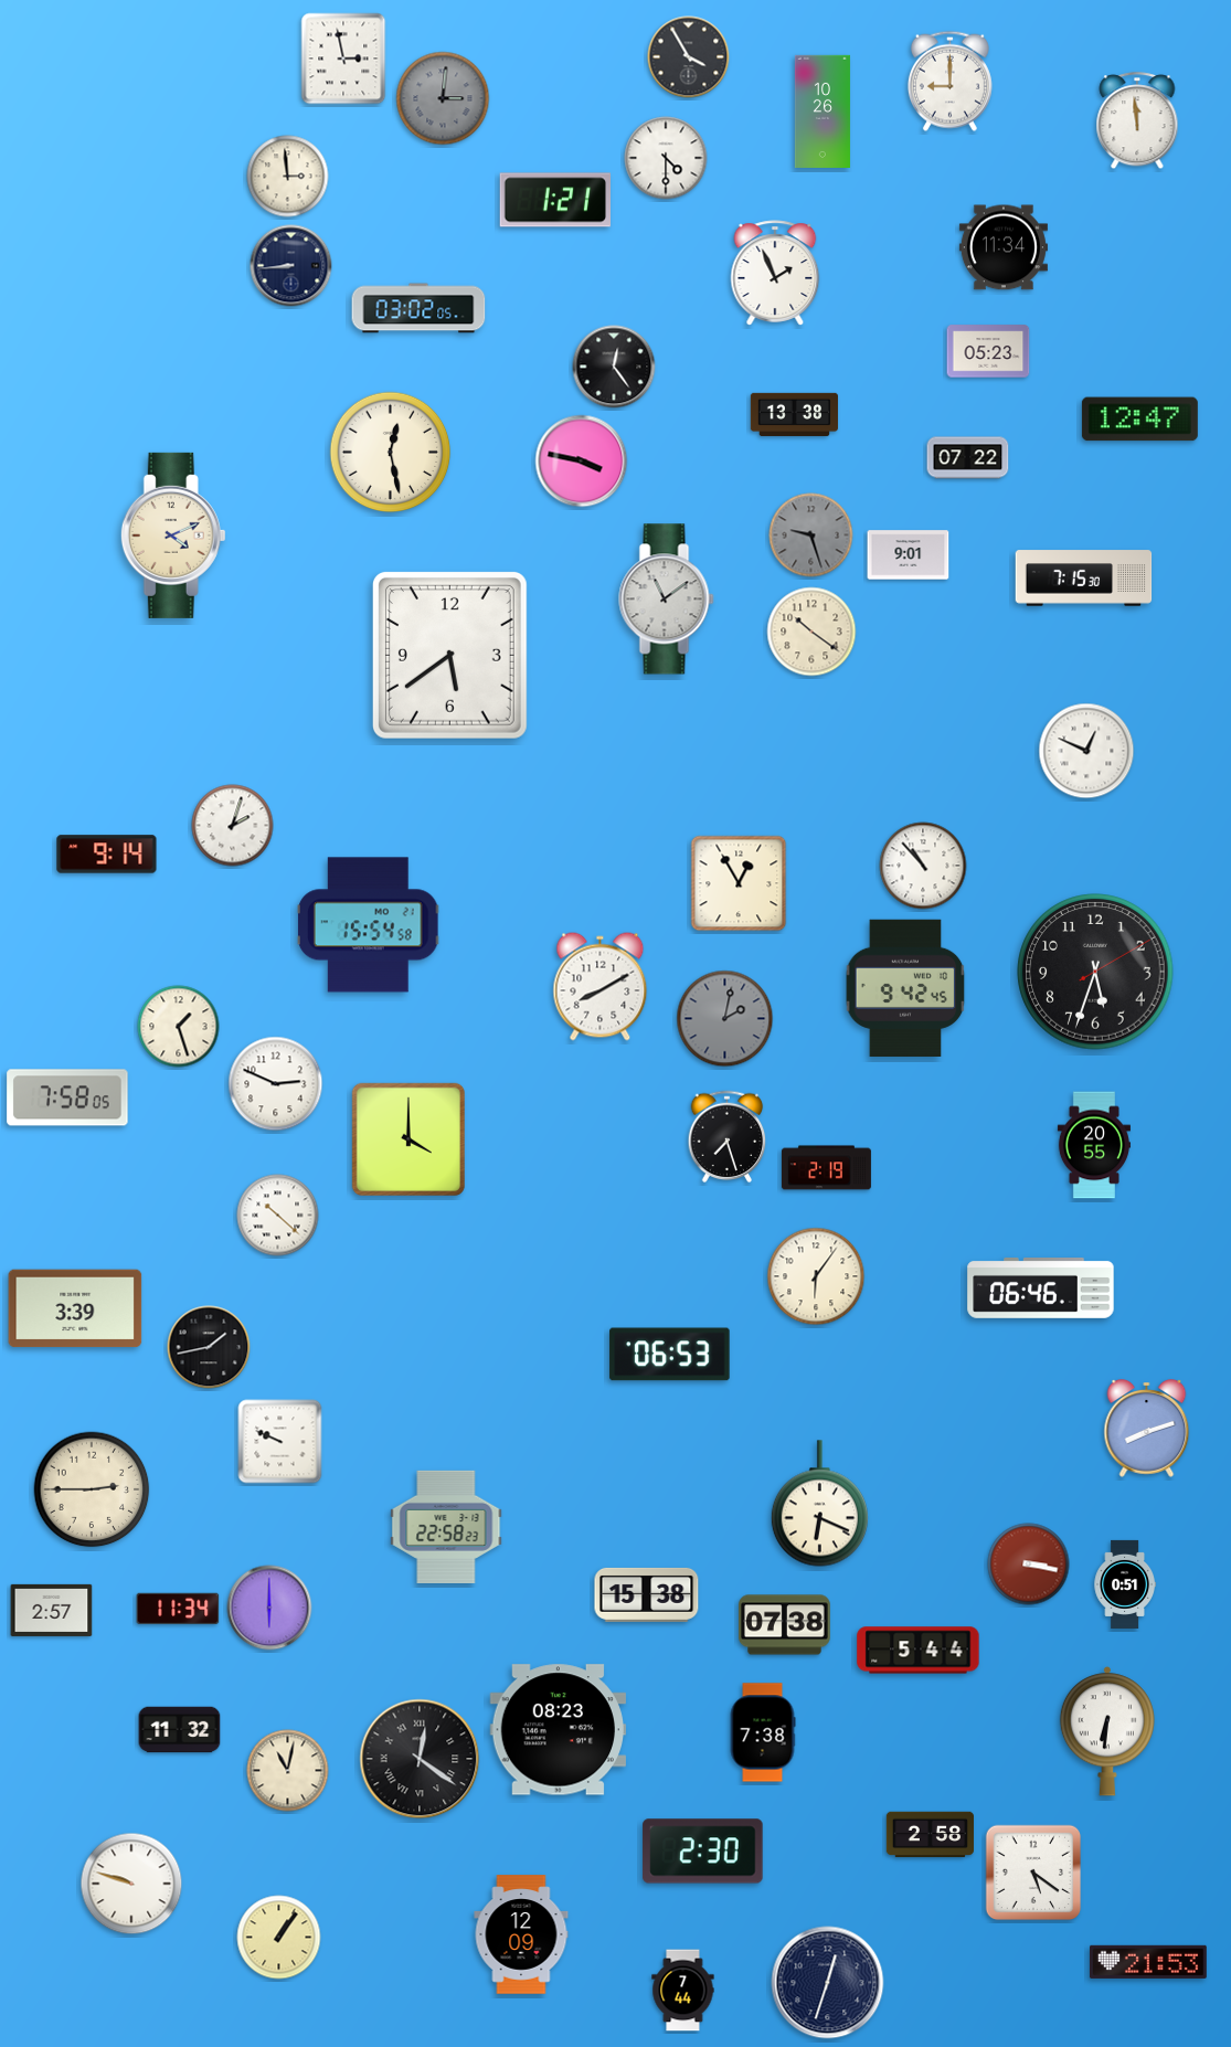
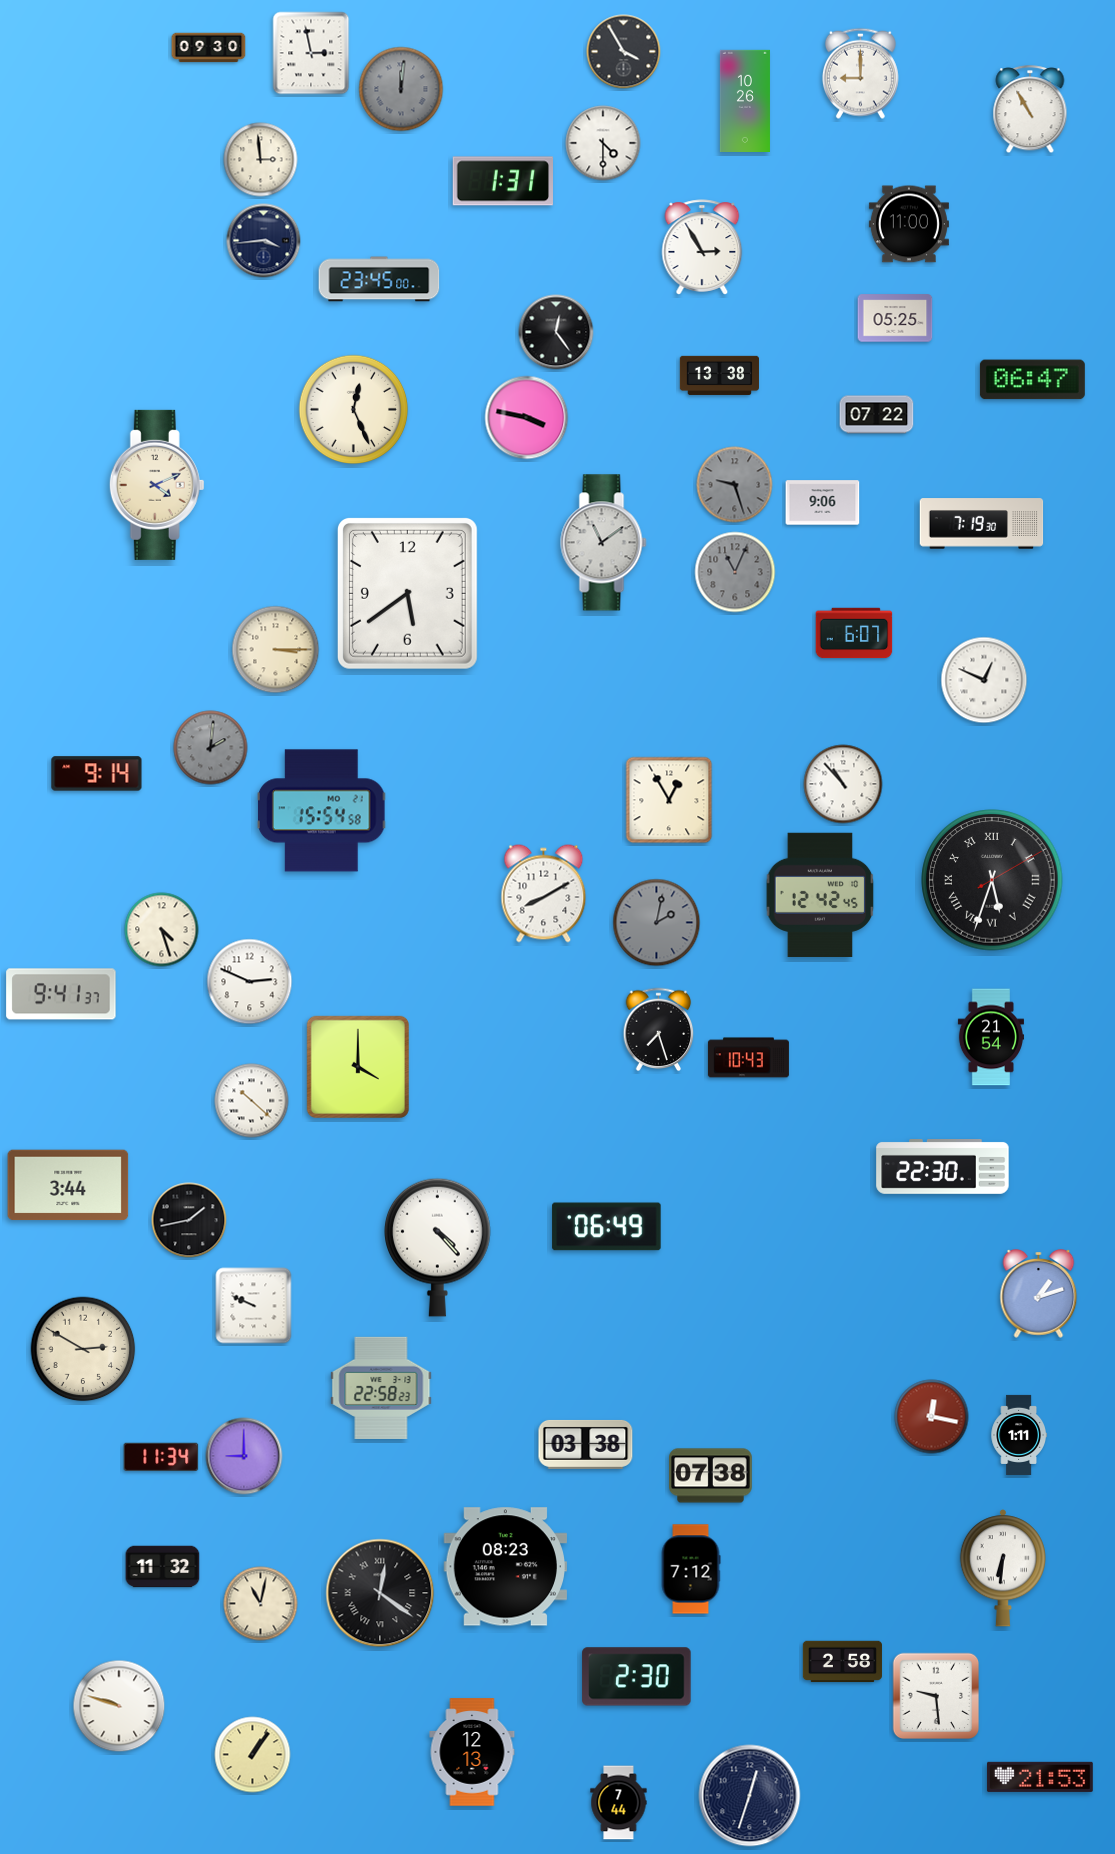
clock at (209, 48): none -> 09:30
clock at (443, 98): 3:01 -> 12:01
clock at (1137, 121): 11:59 -> 10:55
clock at (555, 200): 1:21 -> 1:31
clock at (1004, 247): 11:34 -> 11:00
clock at (291, 266): 8:44 -> 3:44
clock at (775, 273): 1:56 -> 2:55
clock at (418, 308): 03:02 -> 23:45
clock at (988, 351): 05:23 -> 05:25
clock at (1139, 420): 12:47 -> 06:47
clock at (391, 453): 12:28 -> 12:26
clock at (909, 555): 9:01 -> 9:06
clock at (1084, 579): 7:15 -> 7:19
clock at (811, 632): 10:21 -> 11:04
clock at (811, 632) dial: cream -> grey
clock at (854, 633): none -> 6:07
clock at (276, 650): none -> 3:15
clock at (233, 826): 2:03 -> 2:01
clock at (233, 826) dial: white -> grey
clock at (923, 866) position: (923, 866) -> (843, 784)
clock at (369, 925) position: (369, 925) -> (322, 811)
clock at (1095, 972) numerals: Arabic -> Roman
clock at (905, 987): 9:42 -> 12:42
clock at (179, 1027): 1:27 -> 4:27
clock at (67, 1097): 7:58 -> 9:41
clock at (408, 1139) position: (408, 1139) -> (358, 1067)
clock at (1094, 1145): 20:55 -> 21:54
clock at (826, 1168): 2:19 -> 10:43
clock at (816, 1276): 6:06 -> none
clock at (1041, 1288): 06:46 -> 22:30
clock at (75, 1308): 3:39 -> 3:44
clock at (670, 1355): 06:53 -> 06:49
clock at (438, 1247): none -> 4:23
clock at (1147, 1429): 8:12 -> 1:12
clock at (92, 1489): 2:45 -> 2:50
clock at (819, 1504): 6:19 -> none
clock at (446, 1527) position: (446, 1527) -> (381, 1388)
clock at (1029, 1565): 3:17 -> 12:17
clock at (1125, 1584): 0:51 -> 1:11
clock at (647, 1594): 15:38 -> 03:38
clock at (269, 1608): 6:00 -> 9:00
clock at (52, 1610): 2:57 -> none
clock at (785, 1625) position: (785, 1625) -> (711, 1476)
clock at (919, 1651): 5:44 -> none
clock at (763, 1732): 7:38 -> 7:12
clock at (1033, 1873): 5:21 -> 9:29
clock at (521, 1934): 12:09 -> 12:13
